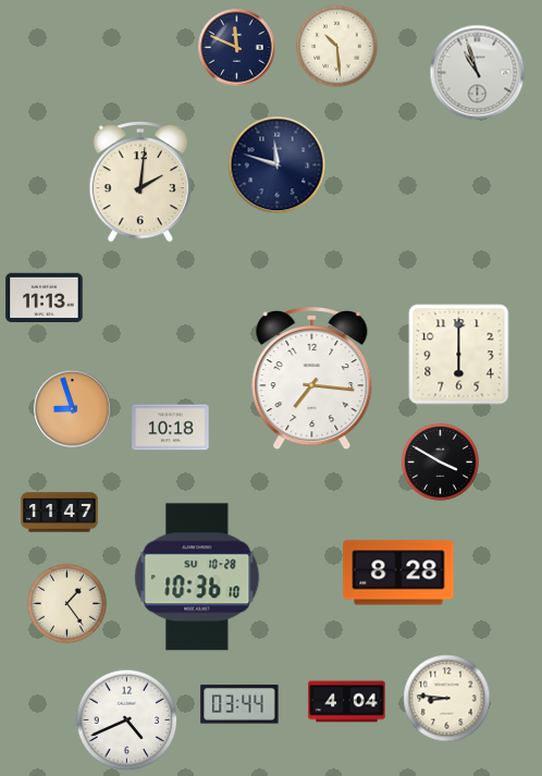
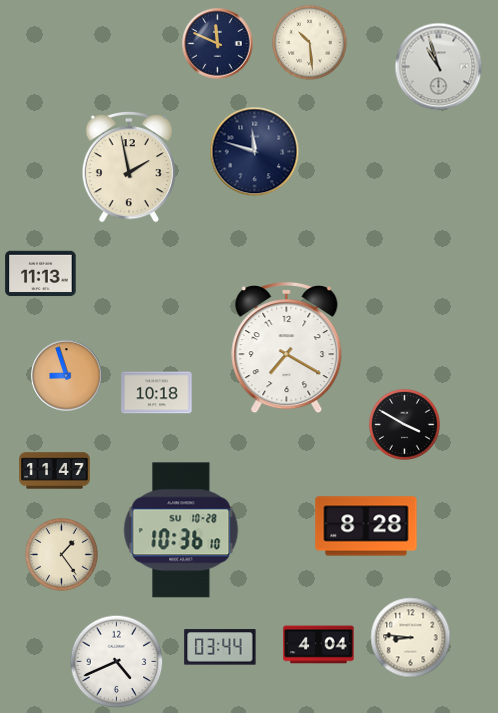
clock at (139, 182): 2:01 -> 1:58
clock at (459, 355): 6:00 -> none
clock at (312, 380): 7:16 -> 7:20
clock at (447, 699) position: (447, 699) -> (411, 638)
